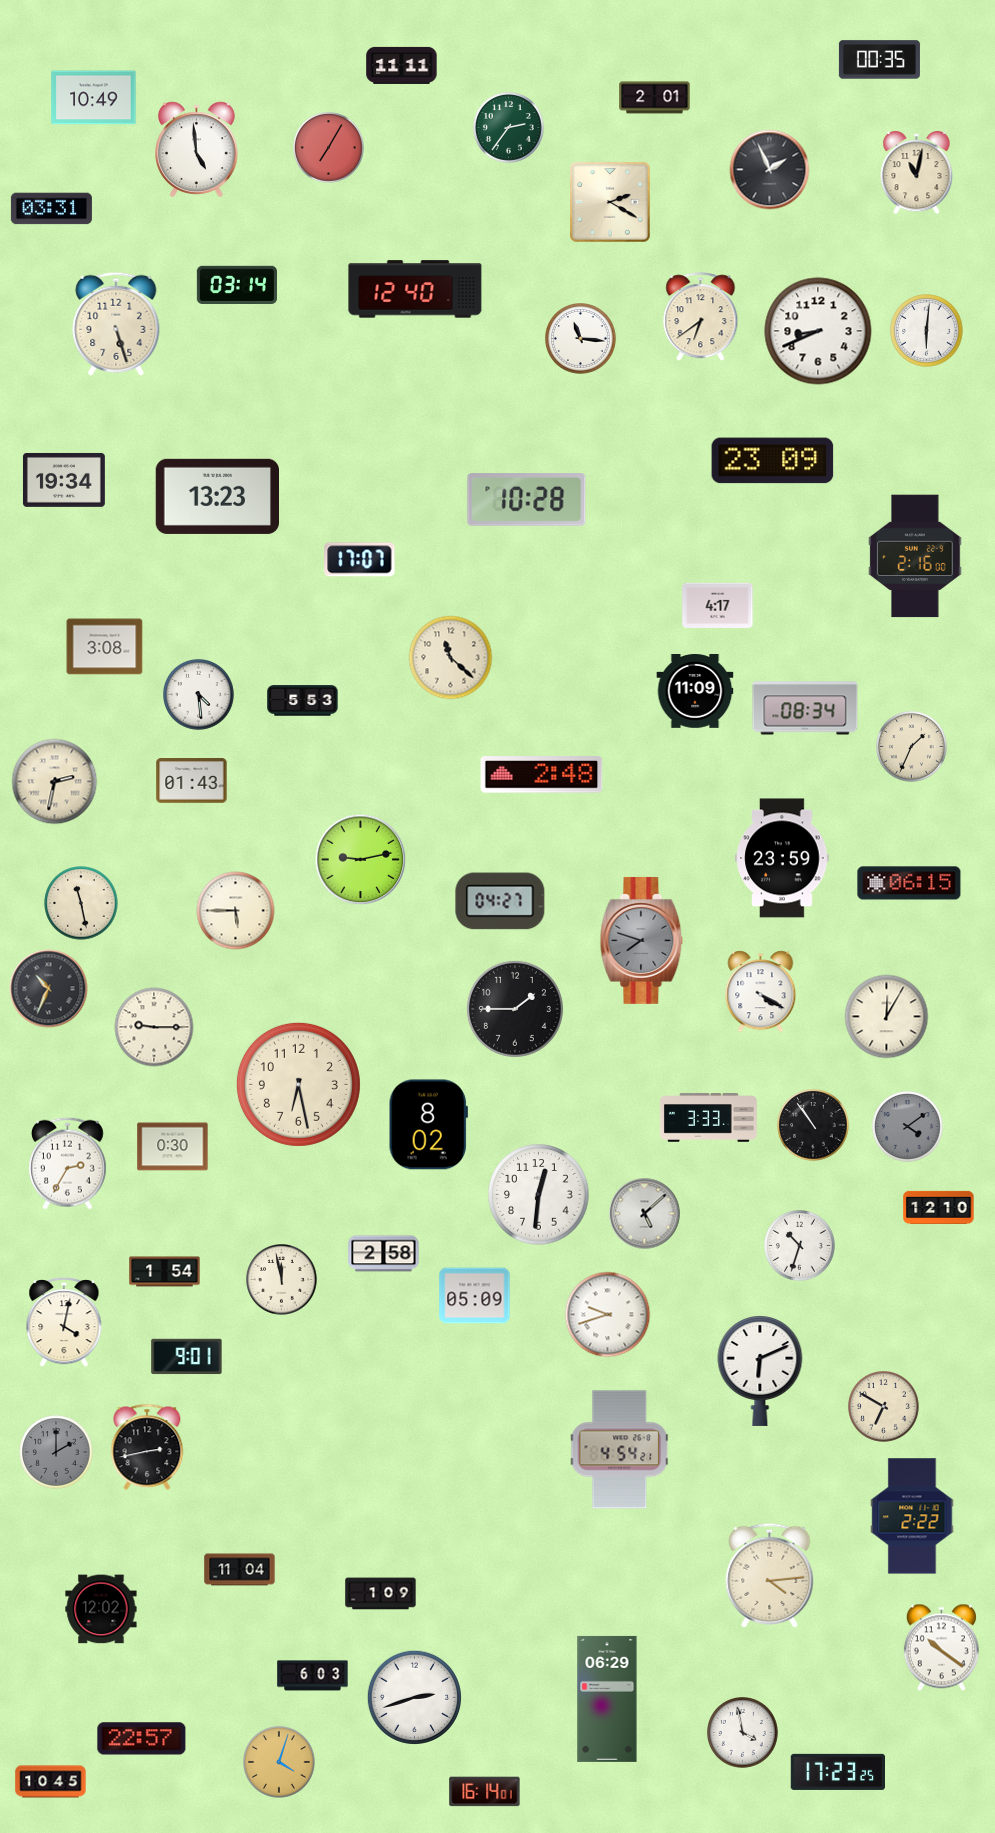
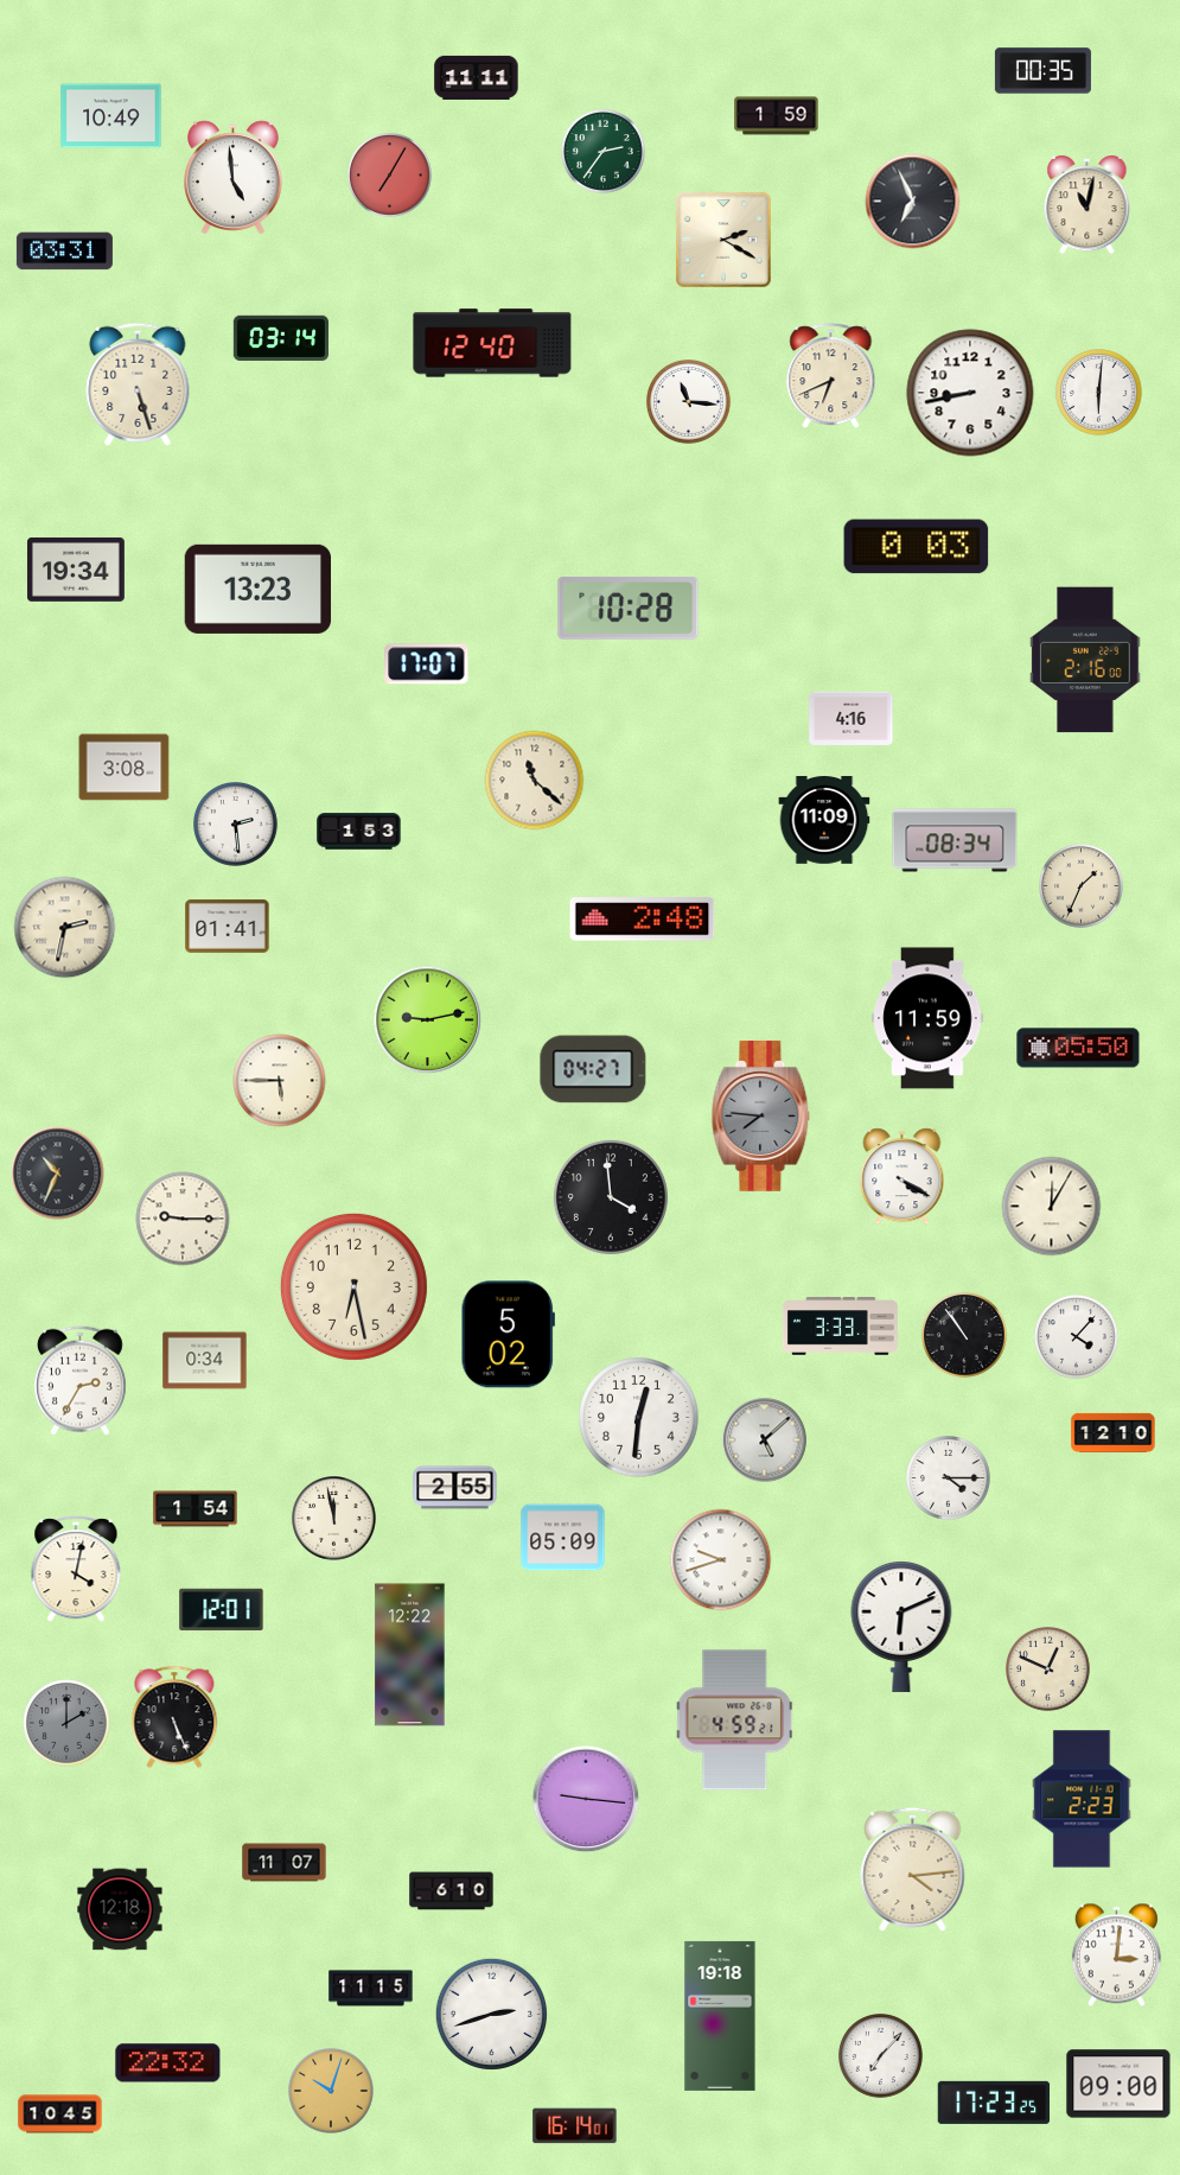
clock at (655, 98): 2:01 -> 1:59
clock at (770, 170): 1:56 -> 6:56
clock at (51, 209) position: (51, 209) -> (64, 252)
clock at (701, 317): 6:39 -> 6:41
clock at (818, 331): 8:41 -> 8:43
clock at (773, 461): 23:09 -> 0:03
clock at (527, 500) position: (527, 500) -> (629, 609)
clock at (718, 605): 4:17 -> 4:16
clock at (199, 695): 4:29 -> 2:29
clock at (303, 701): 5:53 -> 1:53
clock at (192, 781): 01:43 -> 01:41
clock at (782, 858): 23:59 -> 11:59
clock at (909, 883): 06:15 -> 05:50
clock at (81, 903): 11:28 -> none
clock at (642, 940): 7:48 -> 7:46
clock at (515, 1009): 1:45 -> 3:59
clock at (428, 1125): 8:02 -> 5:02
clock at (908, 1127): 4:09 -> 4:07
clock at (908, 1127) dial: grey -> white
clock at (173, 1147): 0:30 -> 0:34
clock at (800, 1246): 10:33 -> 4:15
clock at (384, 1254): 2:58 -> 2:55
clock at (187, 1357): 9:01 -> 12:01
clock at (410, 1655): none -> 12:22
clock at (884, 1407): 6:50 -> 12:49
clock at (147, 1447): 2:43 -> 5:26
clock at (620, 1450): 4:54 -> 4:59
clock at (586, 1799): none -> 9:16
clock at (912, 1516): 2:22 -> 2:23
clock at (240, 1570): 11:04 -> 11:07
clock at (381, 1594): 1:09 -> 6:10
clock at (101, 1609): 12:02 -> 12:18
clock at (941, 1648): 10:21 -> 3:01
clock at (313, 1676): 6:03 -> 11:15
clock at (607, 1699): 06:29 -> 19:18
clock at (743, 1733): 3:58 -> 7:07
clock at (142, 1739): 22:57 -> 22:32
clock at (1118, 2084): none -> 09:00
clock at (279, 1762): 4:03 -> 10:03
